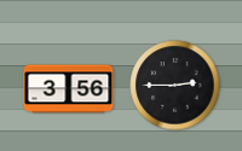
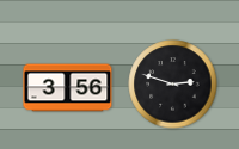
clock at (175, 86): 2:45 -> 2:48
